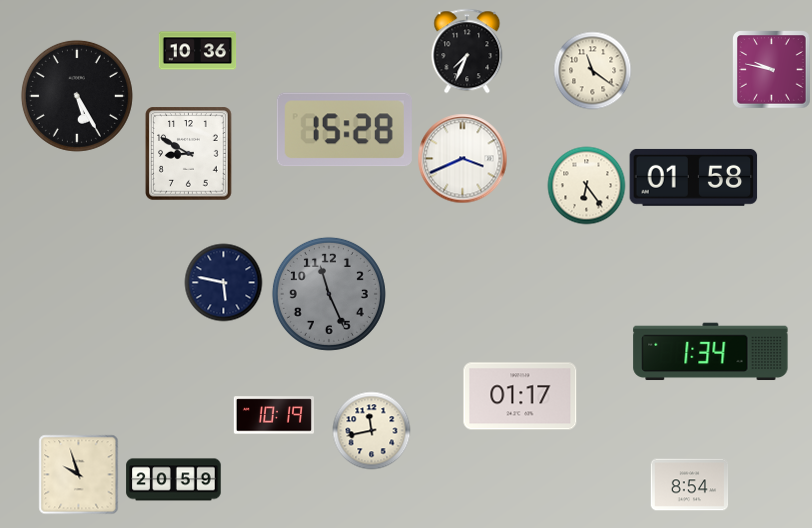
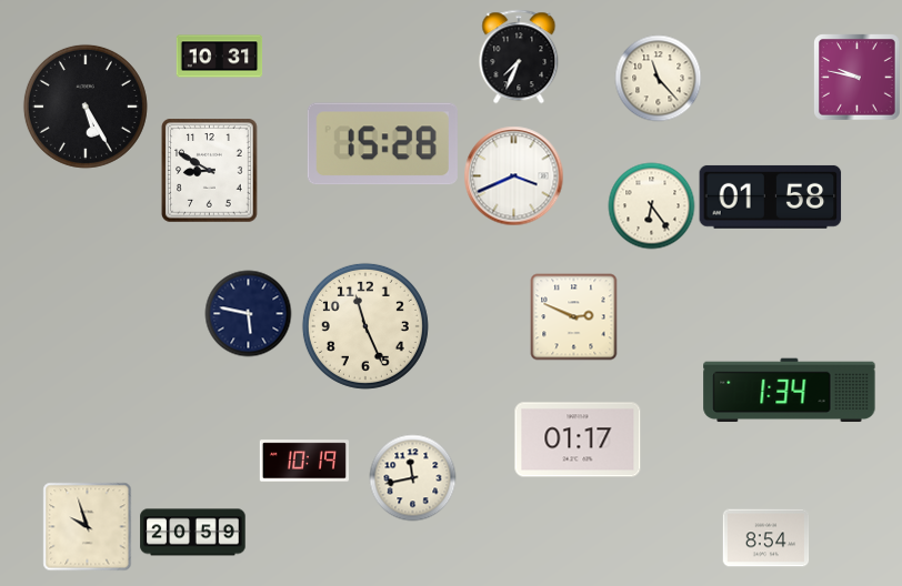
clock at (197, 51): 10:36 -> 10:31
clock at (592, 70): 11:21 -> 11:23
clock at (573, 316): none -> 2:49
clock at (329, 294) dial: grey -> cream
